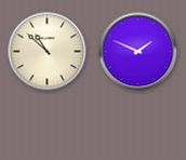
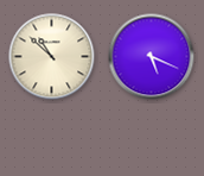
clock at (138, 52): 1:49 -> 5:19
